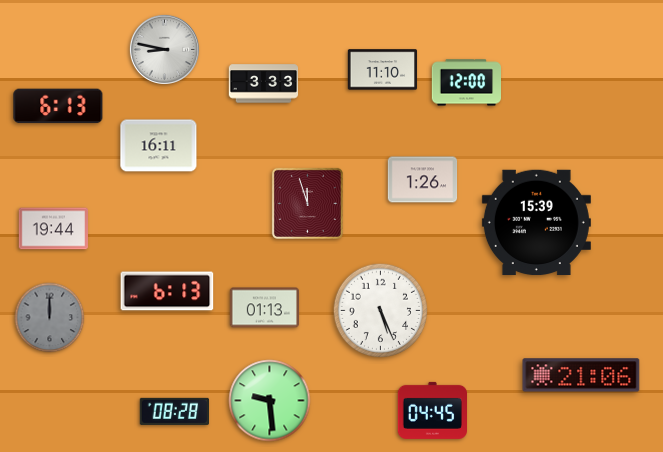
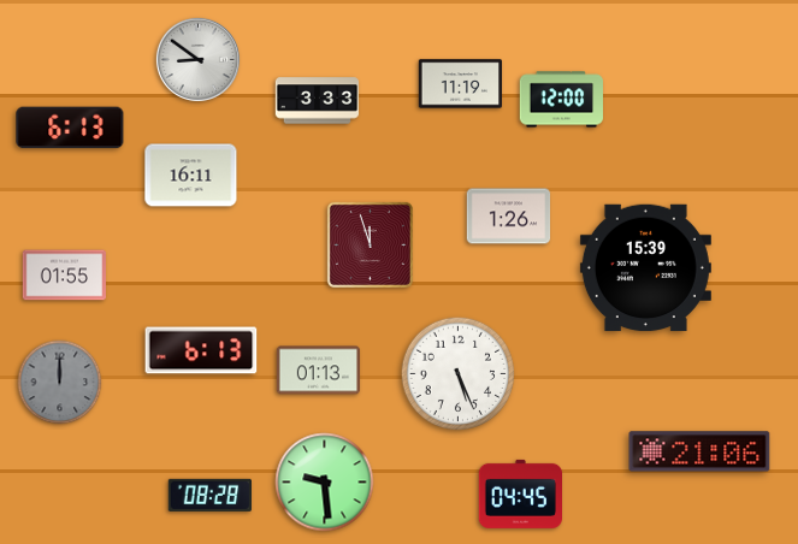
clock at (164, 49): 8:47 -> 8:51
clock at (383, 70): 11:10 -> 11:19
clock at (54, 229): 19:44 -> 01:55
